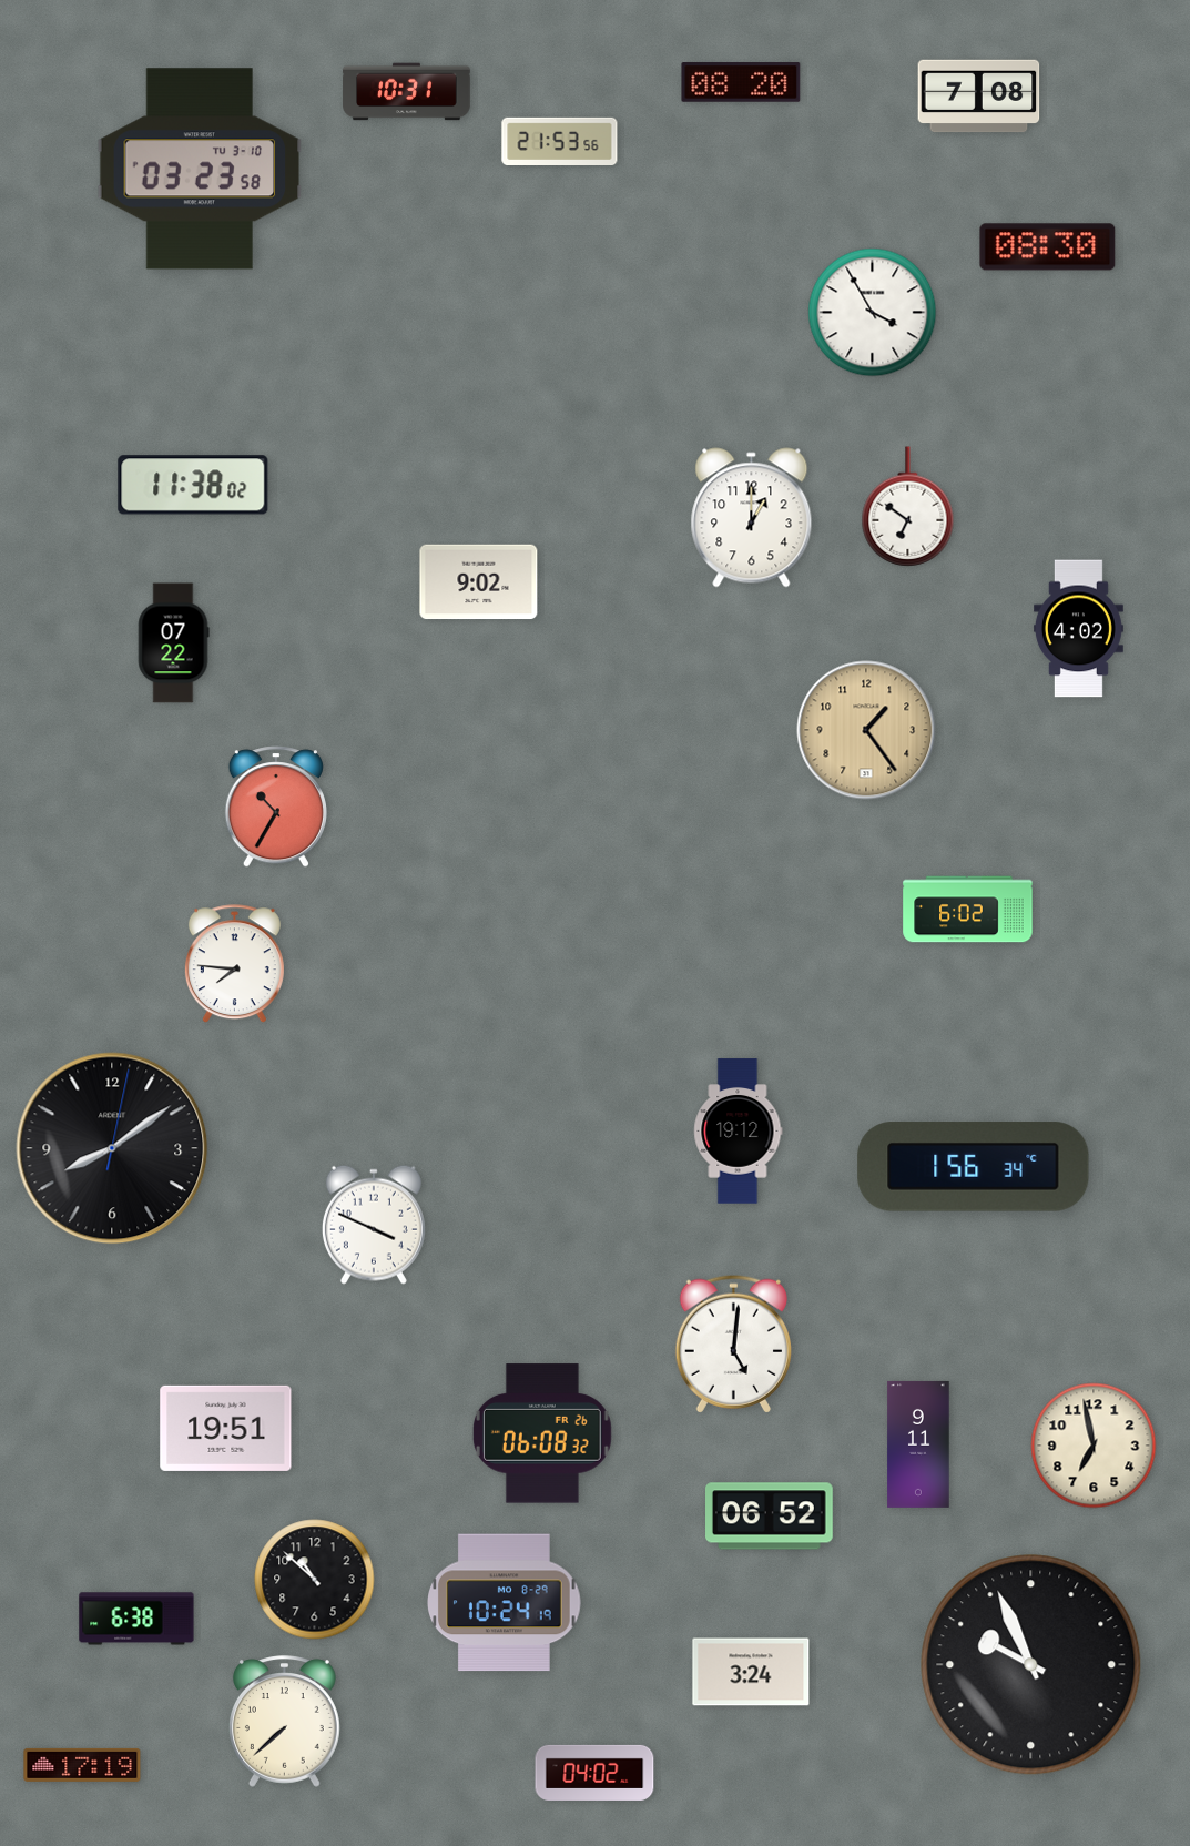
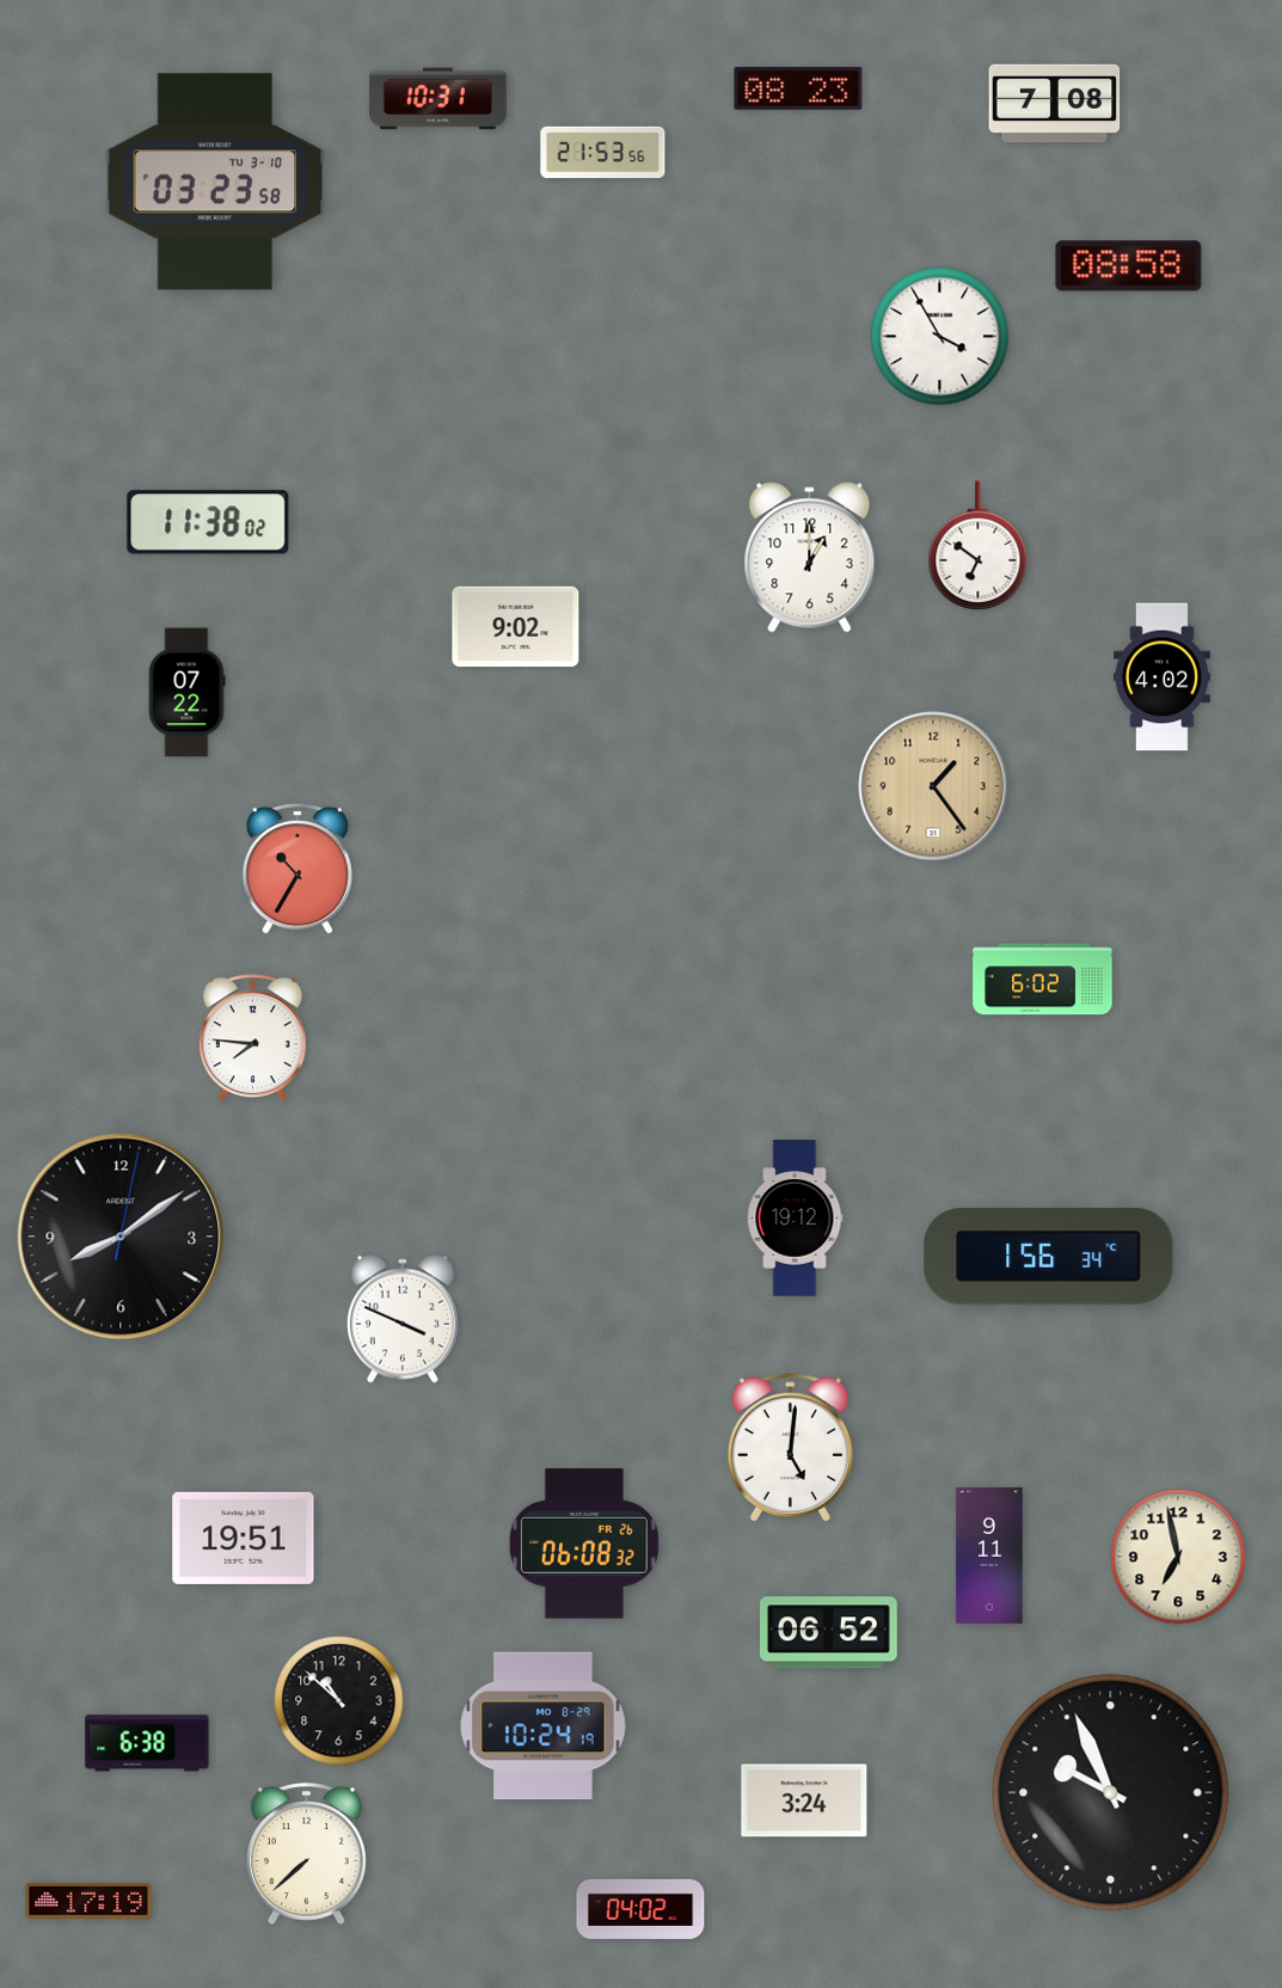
clock at (741, 82): 08:20 -> 08:23
clock at (1048, 247): 08:30 -> 08:58
clock at (751, 1672) position: (751, 1672) -> (804, 1800)
